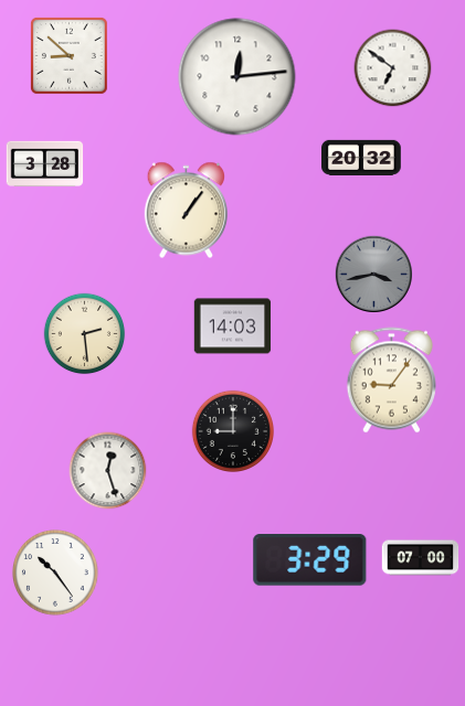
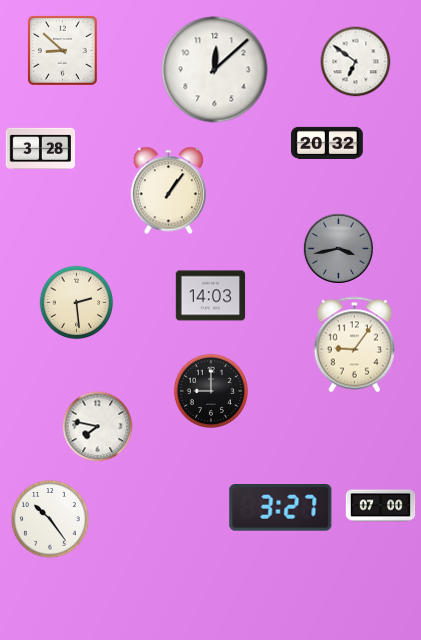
clock at (237, 77): 12:14 -> 12:08
clock at (108, 471): 12:27 -> 7:47
clock at (310, 560): 3:29 -> 3:27
